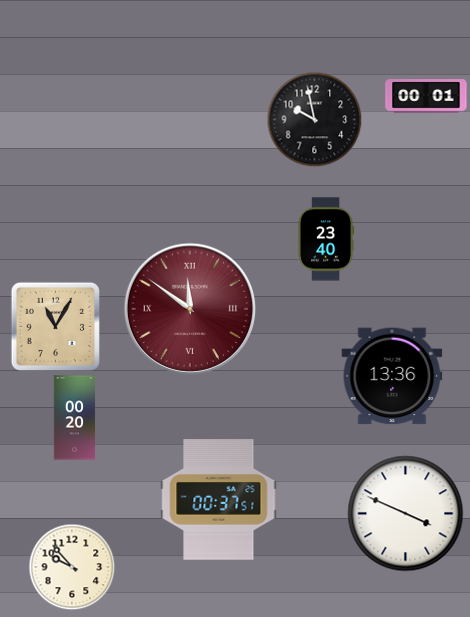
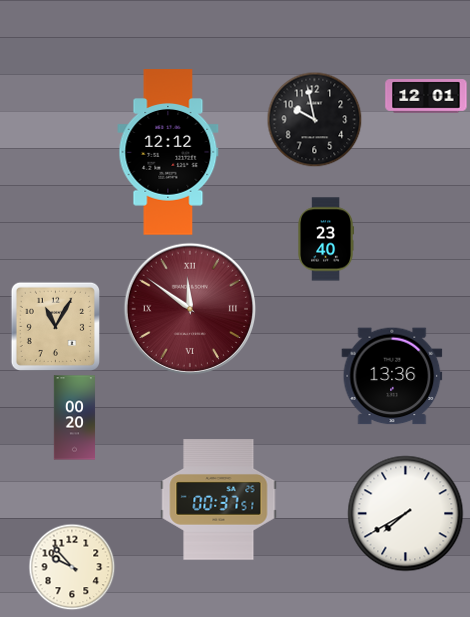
clock at (426, 96): 00:01 -> 12:01
clock at (168, 152): none -> 12:12
clock at (406, 514): 3:49 -> 7:40
